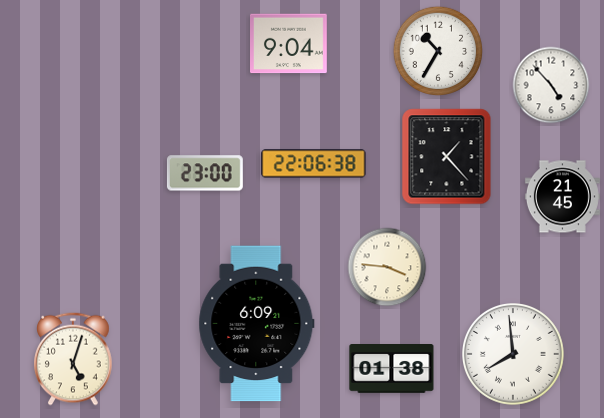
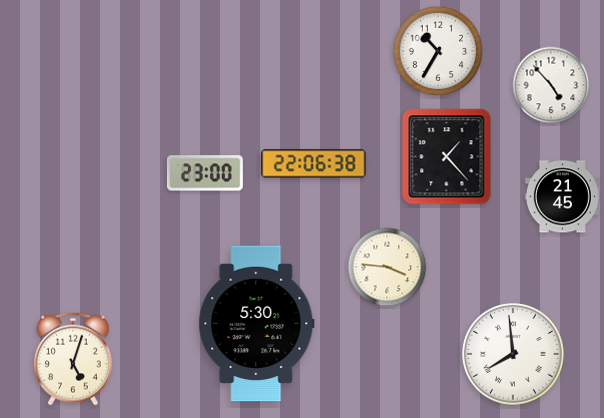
clock at (289, 44): 9:04 -> none
clock at (257, 324): 6:09 -> 5:30
clock at (392, 369): 01:38 -> none
